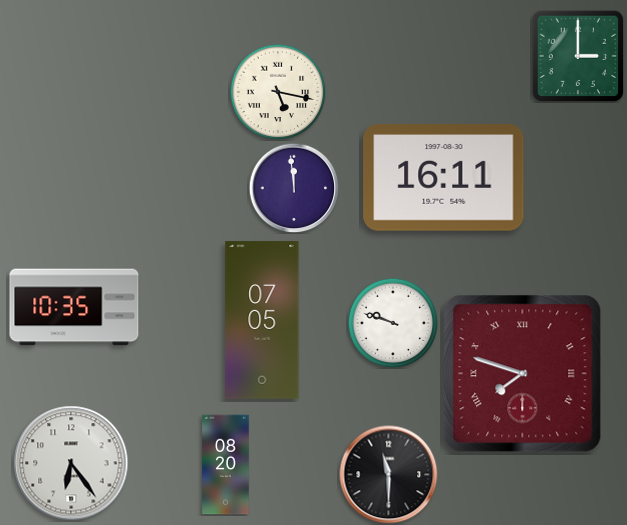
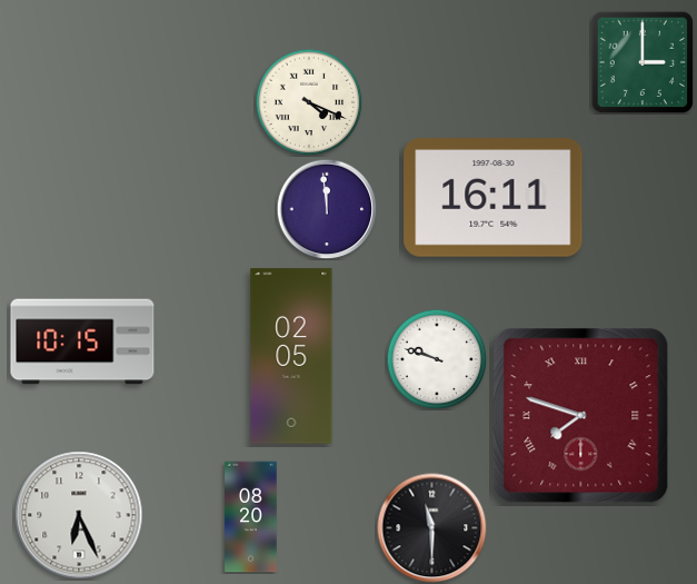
clock at (278, 92): 5:17 -> 4:19
clock at (74, 307): 10:35 -> 10:15
clock at (262, 320): 07:05 -> 02:05
clock at (71, 463): 6:24 -> 6:26
